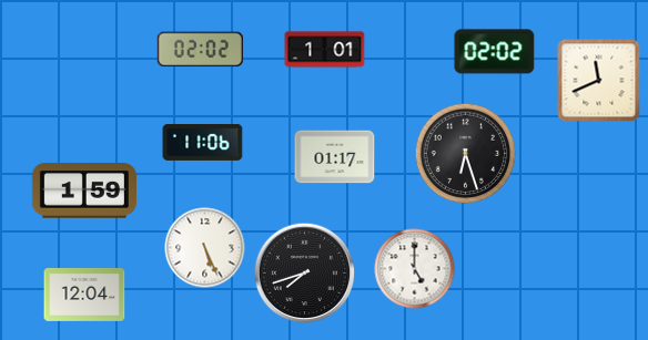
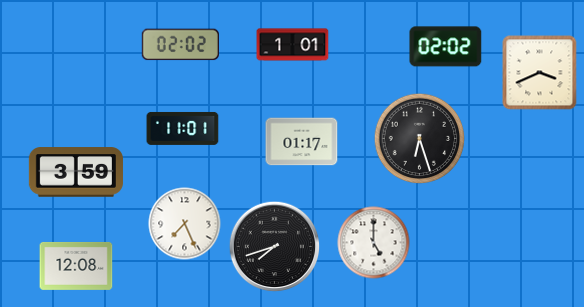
clock at (599, 81): 11:41 -> 3:41
clock at (203, 142): 11:06 -> 11:01
clock at (84, 190): 1:59 -> 3:59
clock at (205, 248): 5:26 -> 7:26
clock at (84, 295): 12:04 -> 12:08
